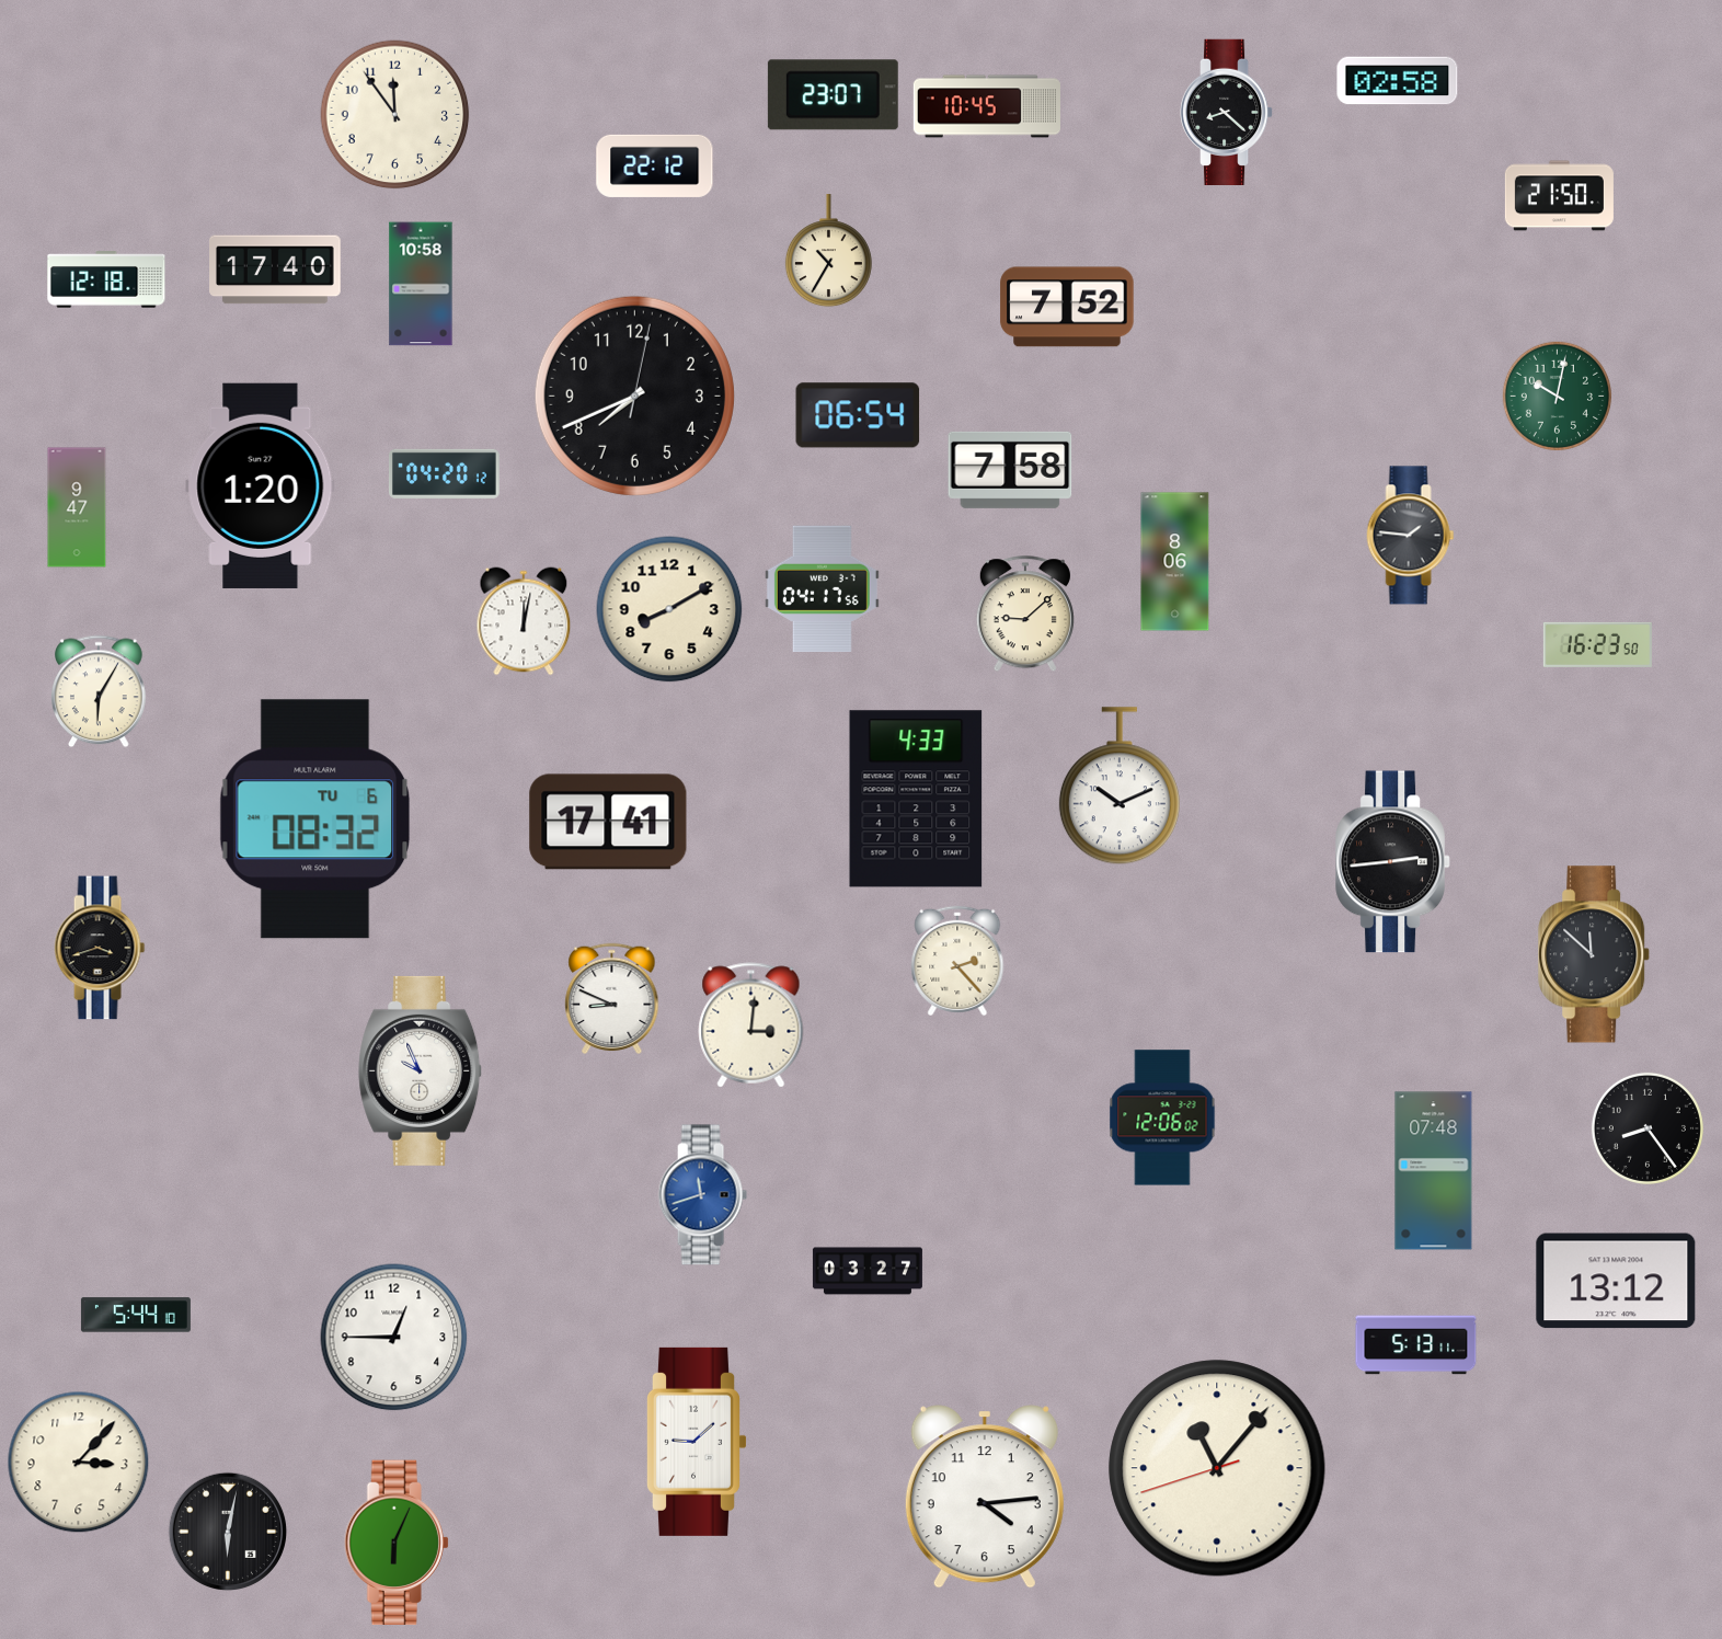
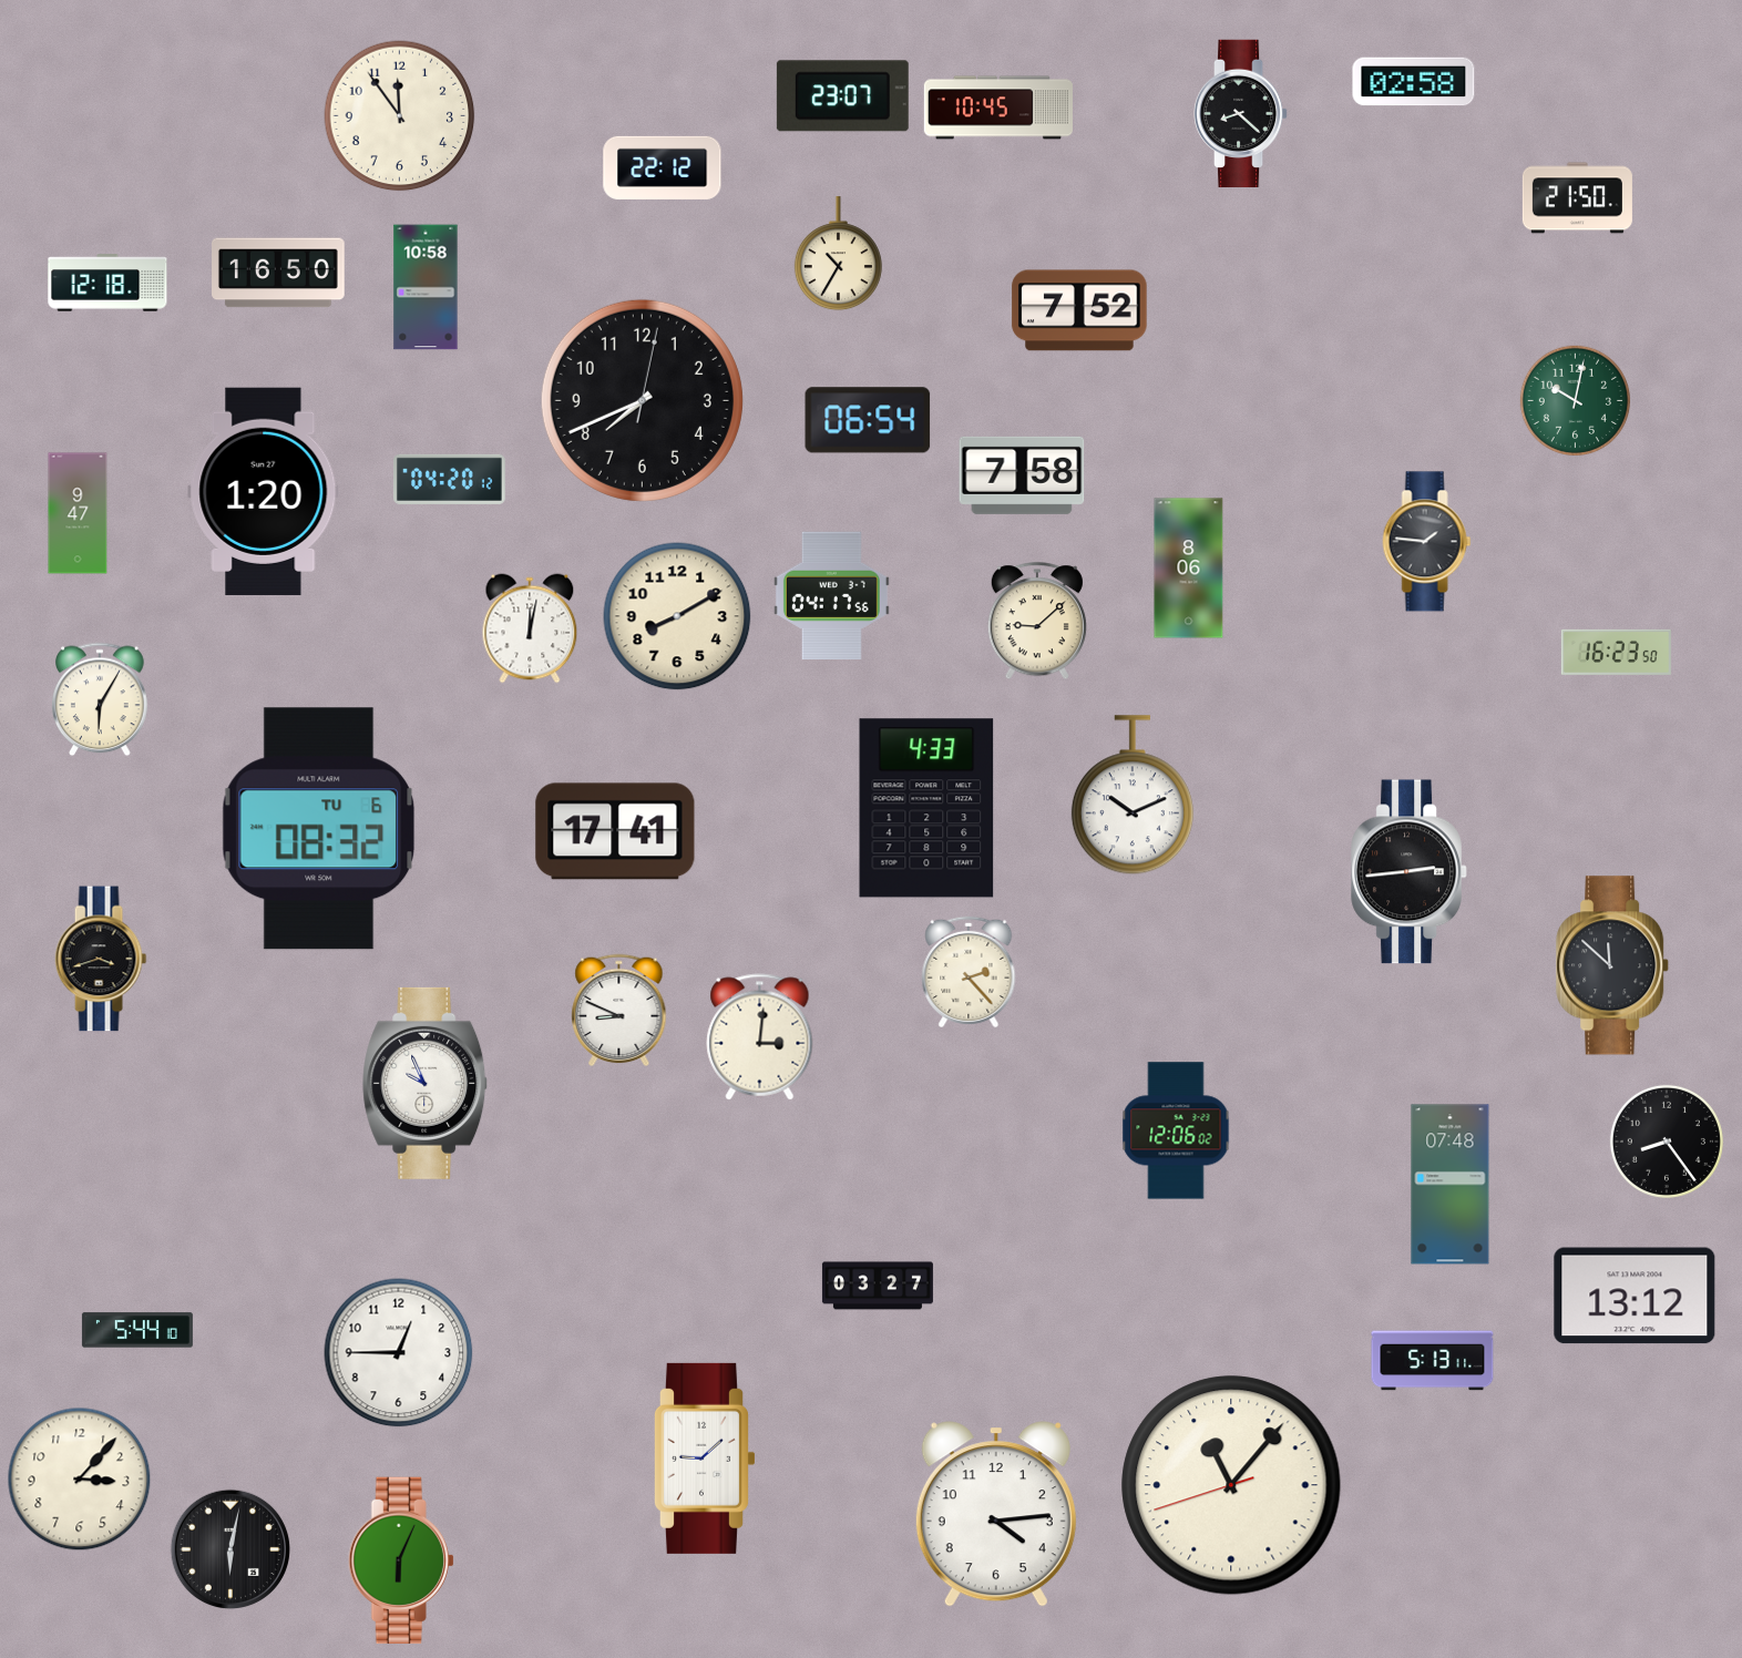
clock at (276, 270): 17:40 -> 16:50
clock at (702, 1195): 11:42 -> none
